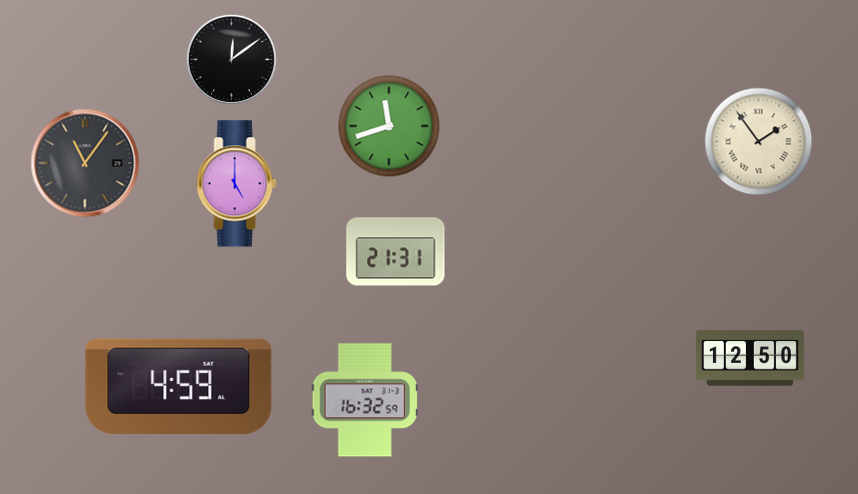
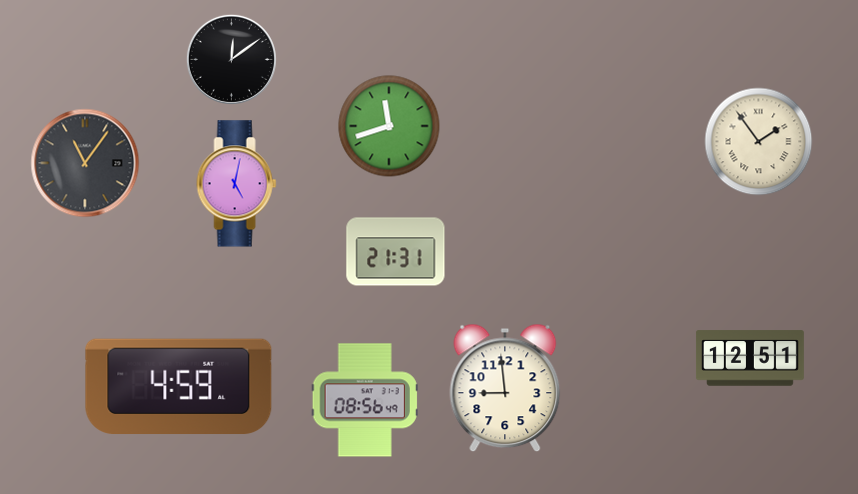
clock at (237, 184): 5:00 -> 5:02
clock at (750, 358): 12:50 -> 12:51
clock at (505, 388): none -> 8:59
clock at (365, 400): 16:32 -> 08:56
